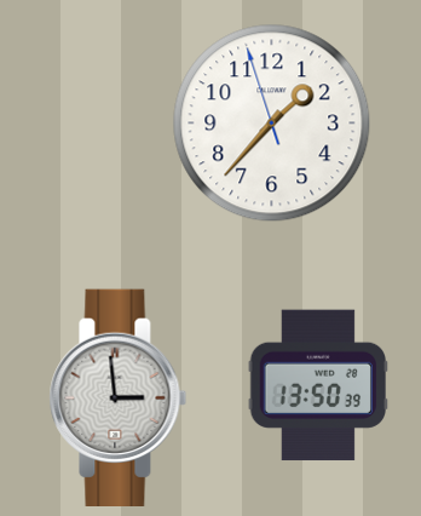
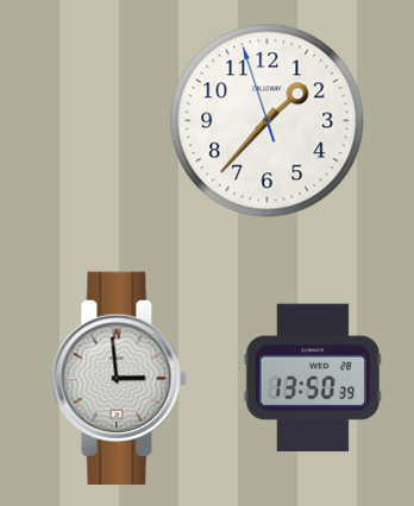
clock at (119, 397) position: (119, 397) -> (120, 378)
